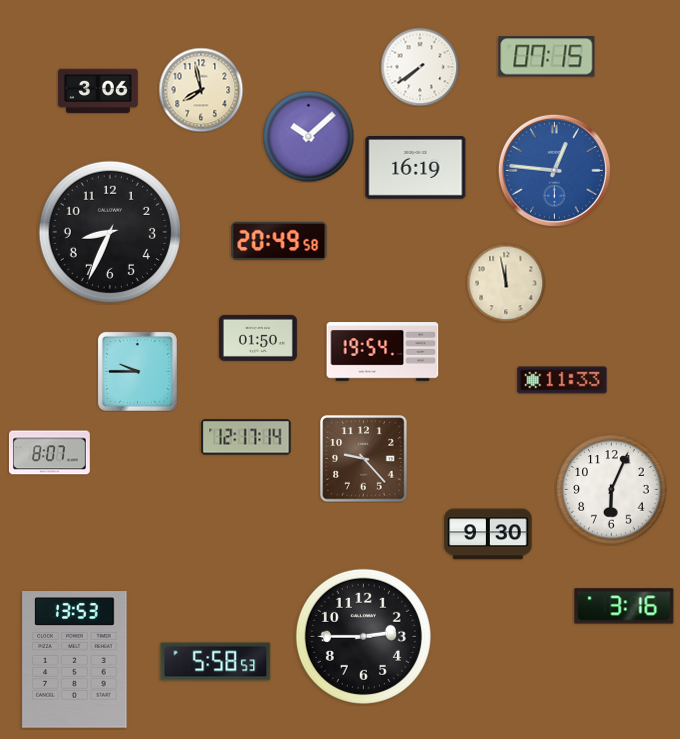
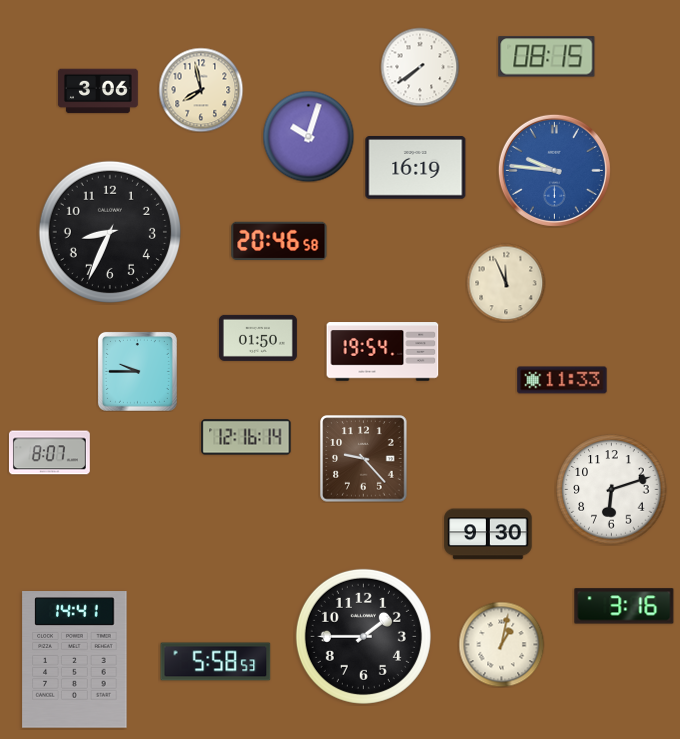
clock at (547, 57): 07:15 -> 08:15
clock at (308, 136): 10:08 -> 10:03
clock at (554, 170): 12:46 -> 9:46
clock at (279, 241): 20:49 -> 20:46
clock at (506, 283): 11:58 -> 11:56
clock at (246, 437): 12:17 -> 12:16
clock at (612, 490): 6:04 -> 6:12
clock at (363, 636): 2:45 -> 1:45
clock at (501, 644): none -> 1:02
clock at (75, 660): 13:53 -> 14:41
